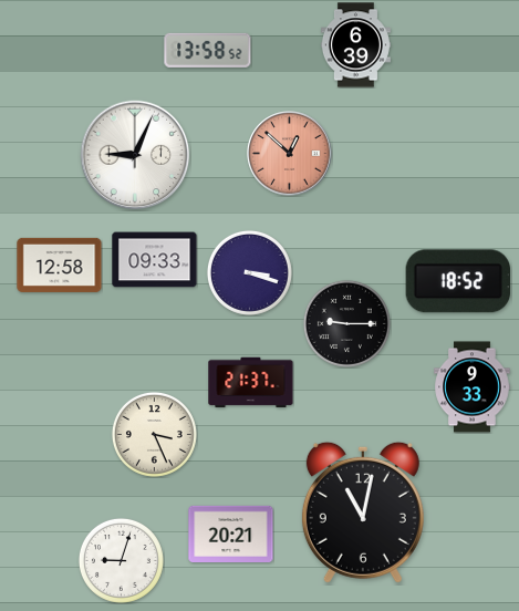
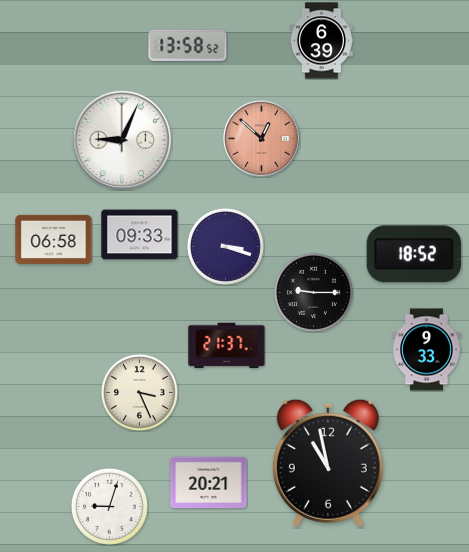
clock at (60, 265): 12:58 -> 06:58
clock at (363, 512): 11:02 -> 10:58
